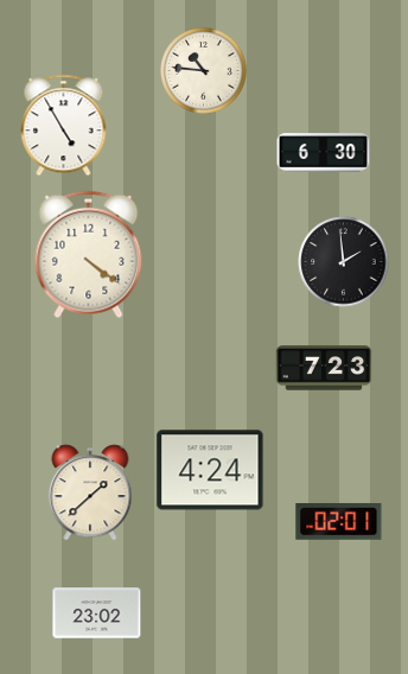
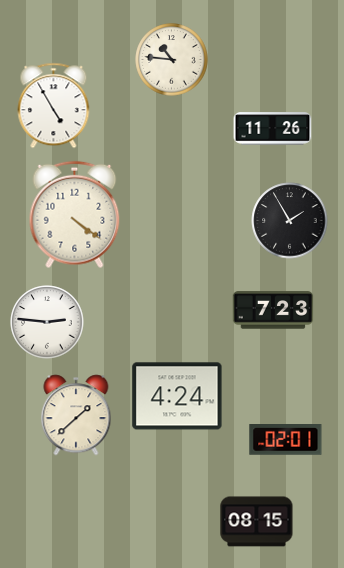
clock at (324, 153): 6:30 -> 11:26
clock at (344, 262): 1:59 -> 1:55
clock at (47, 322): none -> 2:46
clock at (97, 613): 23:02 -> none
clock at (257, 522): none -> 08:15
